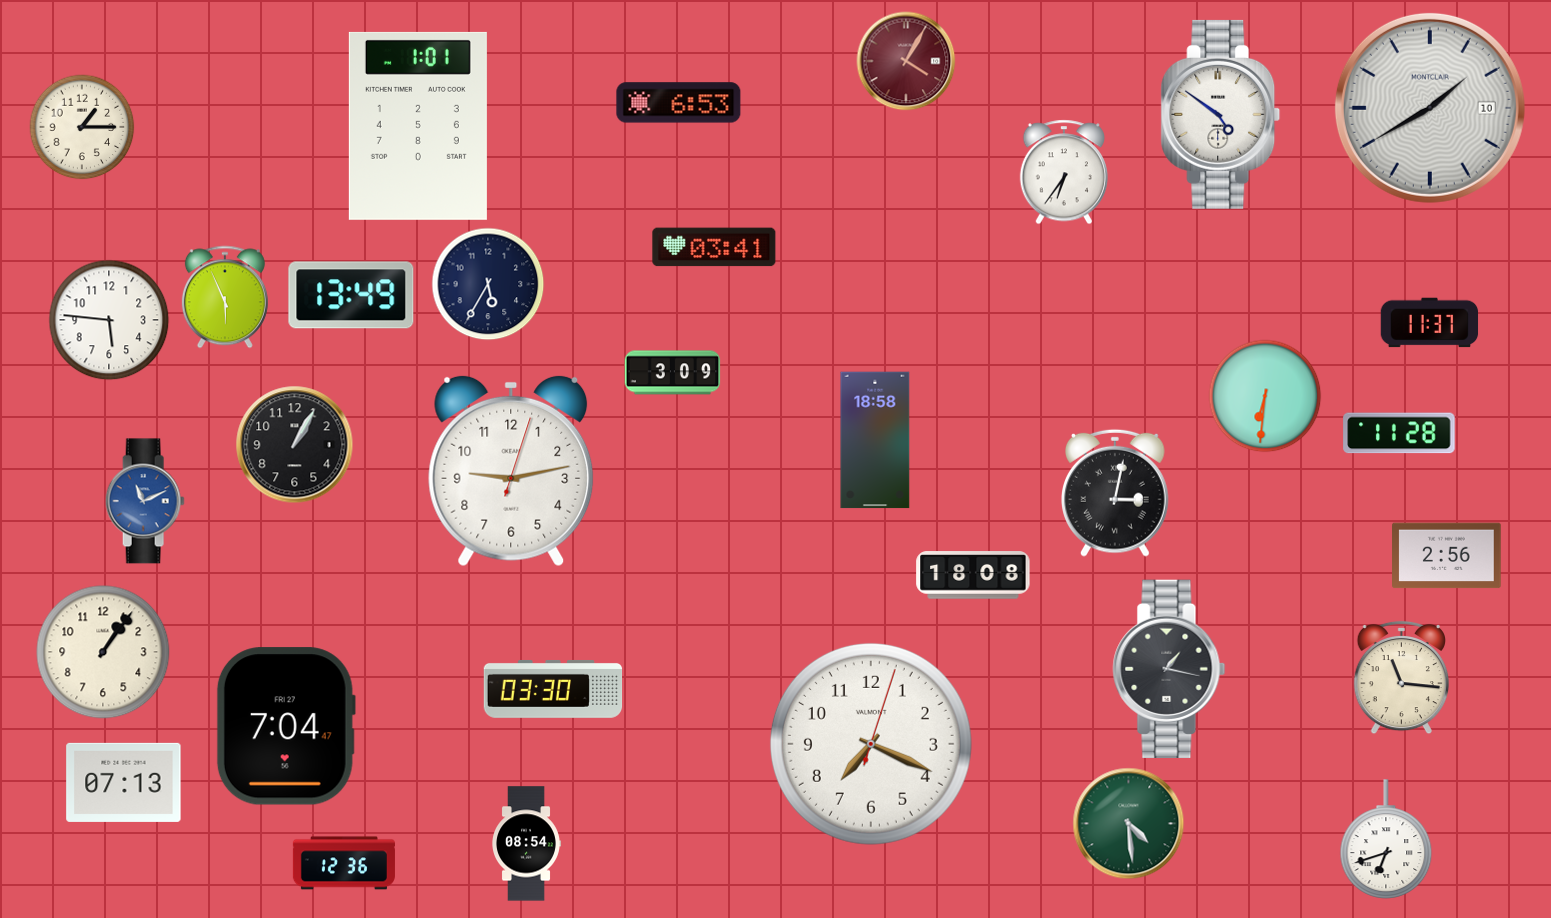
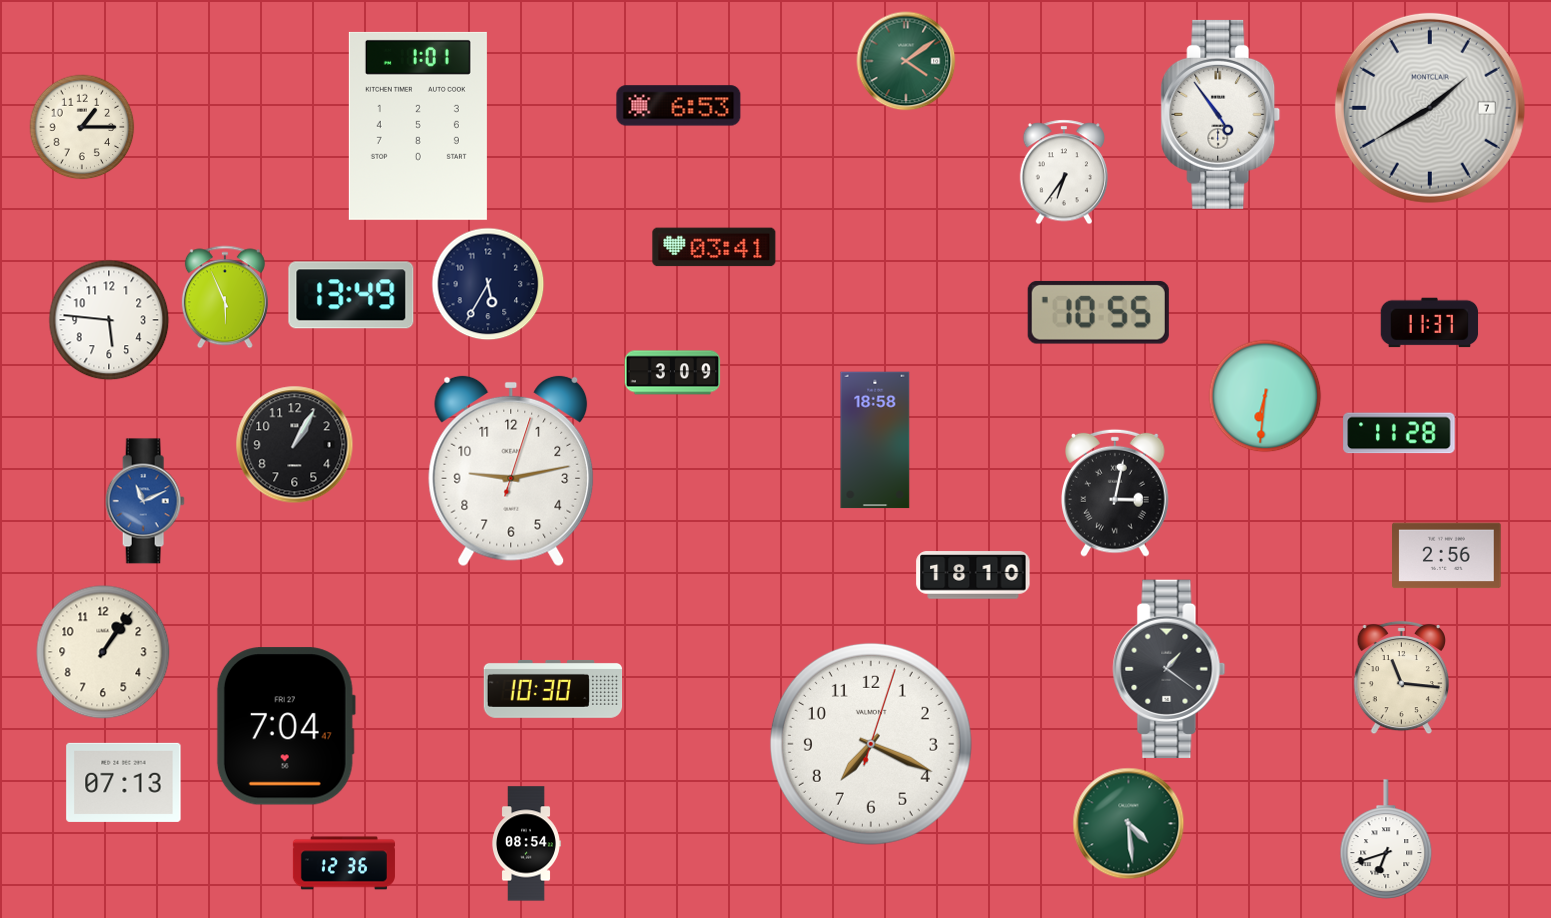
clock at (906, 61): 4:05 -> 4:09
clock at (906, 61) dial: burgundy -> green
clock at (679, 103) position: (679, 103) -> (679, 106)
clock at (1430, 108) date: 10 -> 7
clock at (1221, 114): 4:51 -> 4:54
clock at (1098, 312): none -> 10:55
clock at (973, 575): 18:08 -> 18:10
clock at (1169, 668): 1:17 -> 1:21
clock at (553, 689): 03:30 -> 10:30
